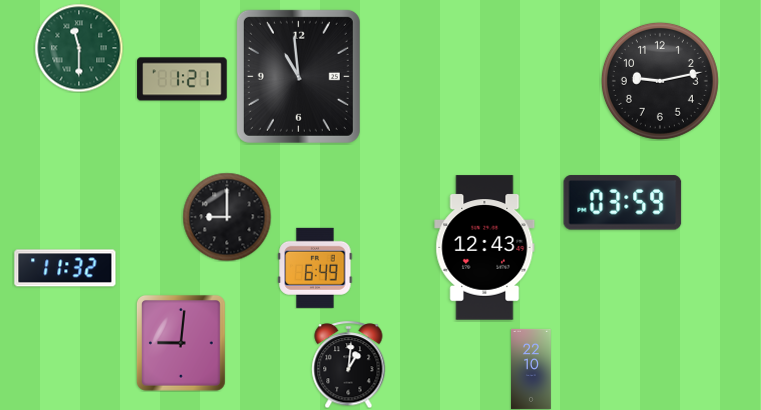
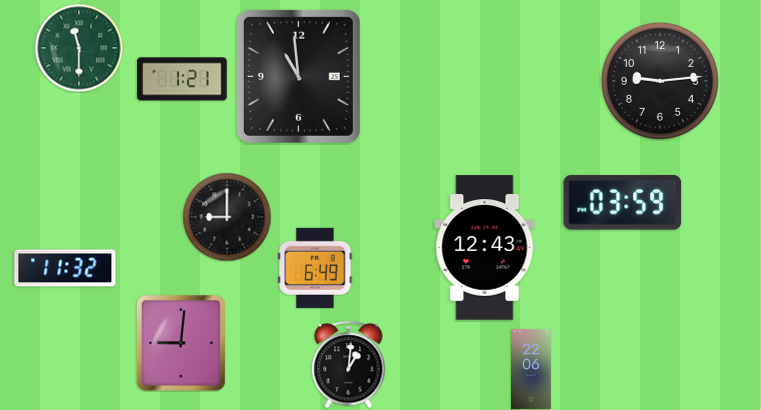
clock at (660, 81): 9:13 -> 9:14
clock at (532, 369): 22:10 -> 22:06
